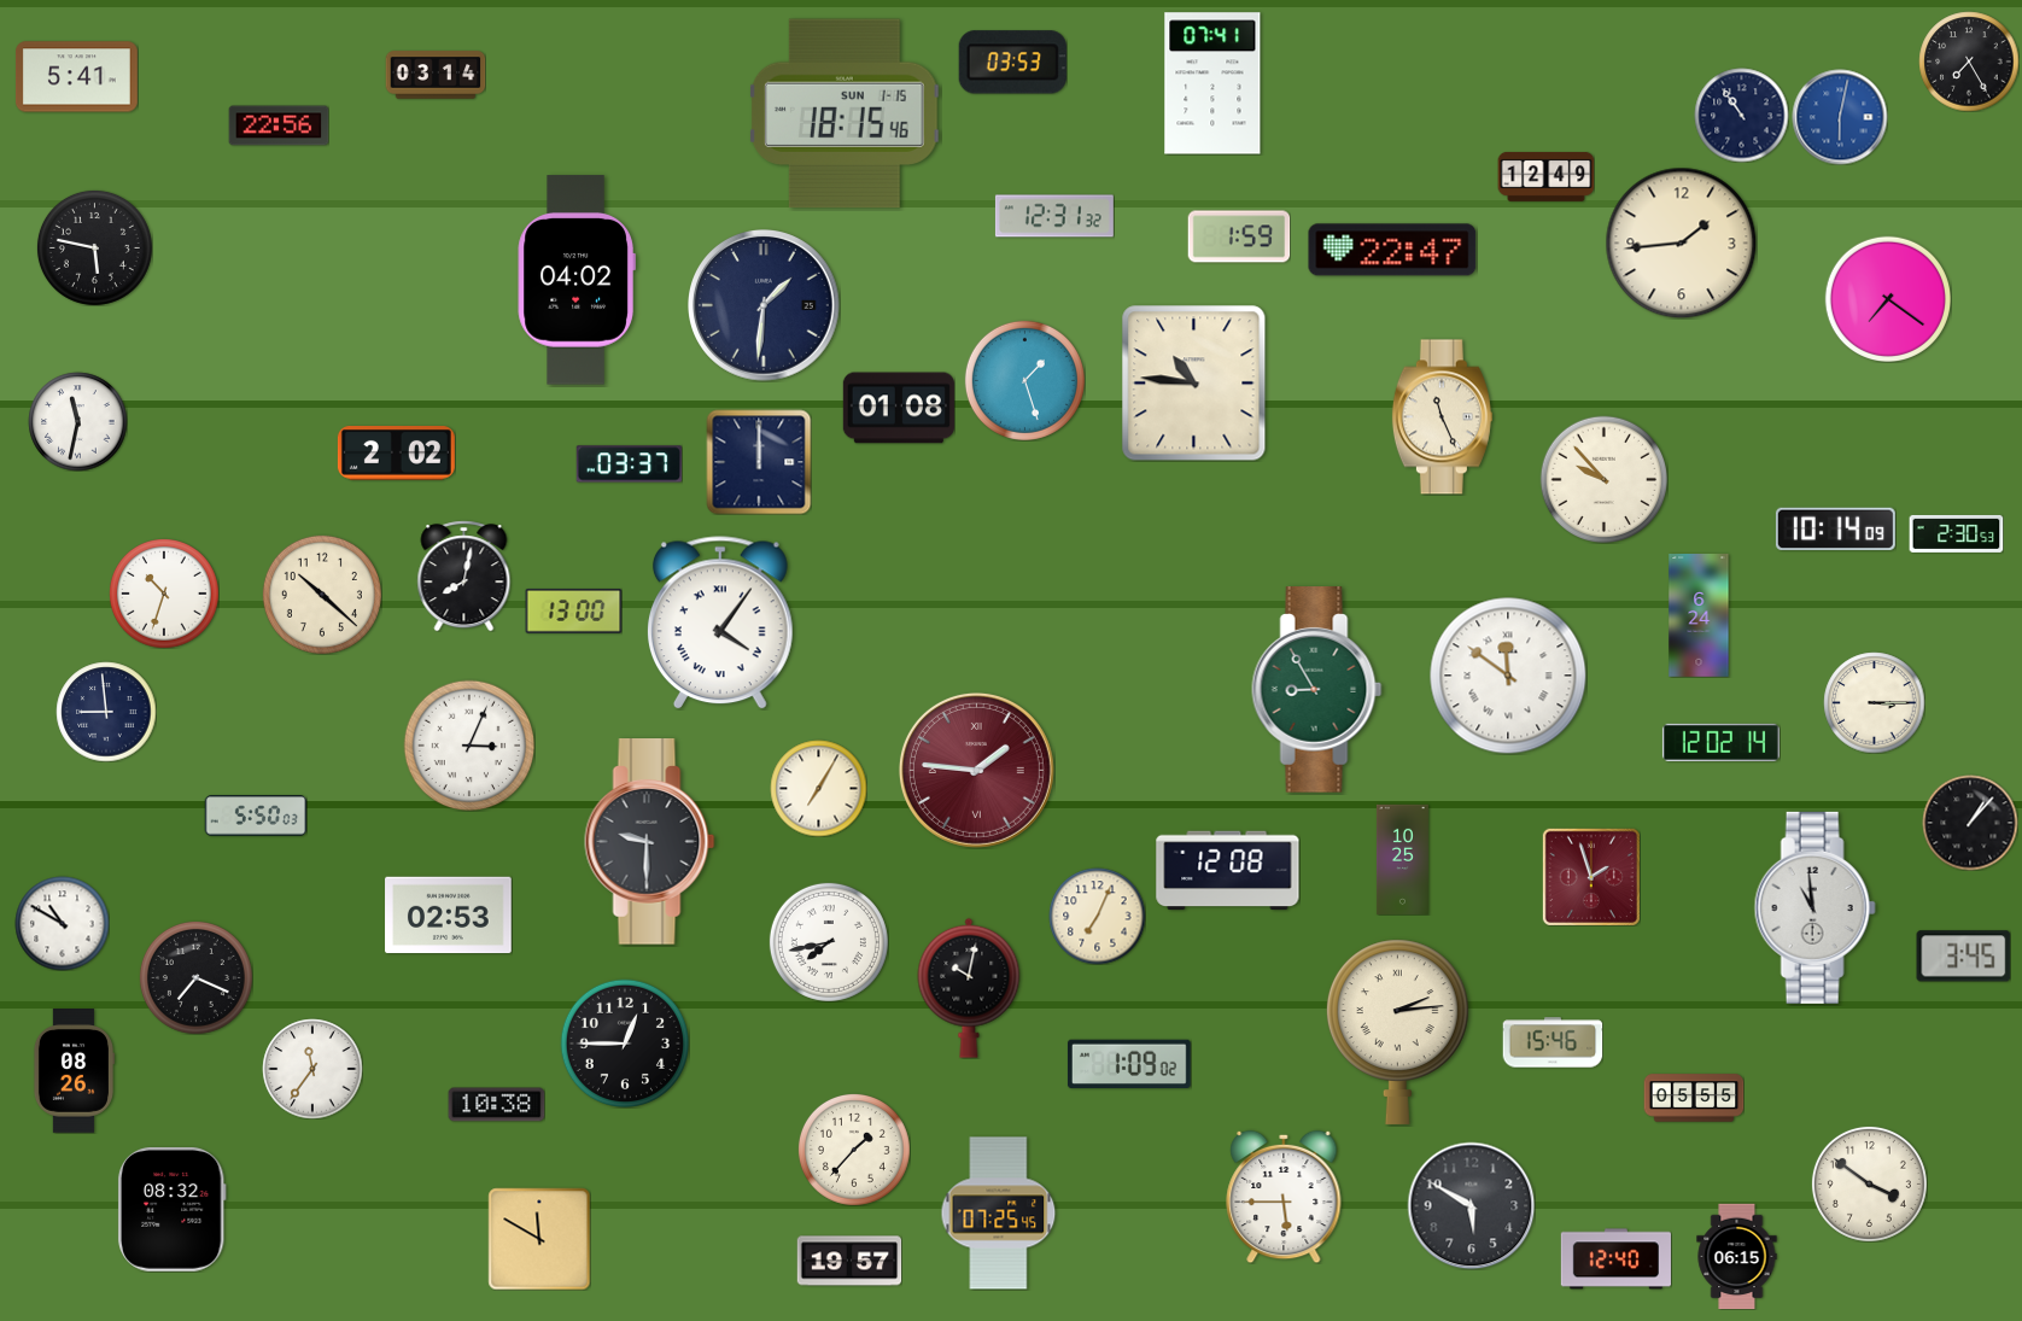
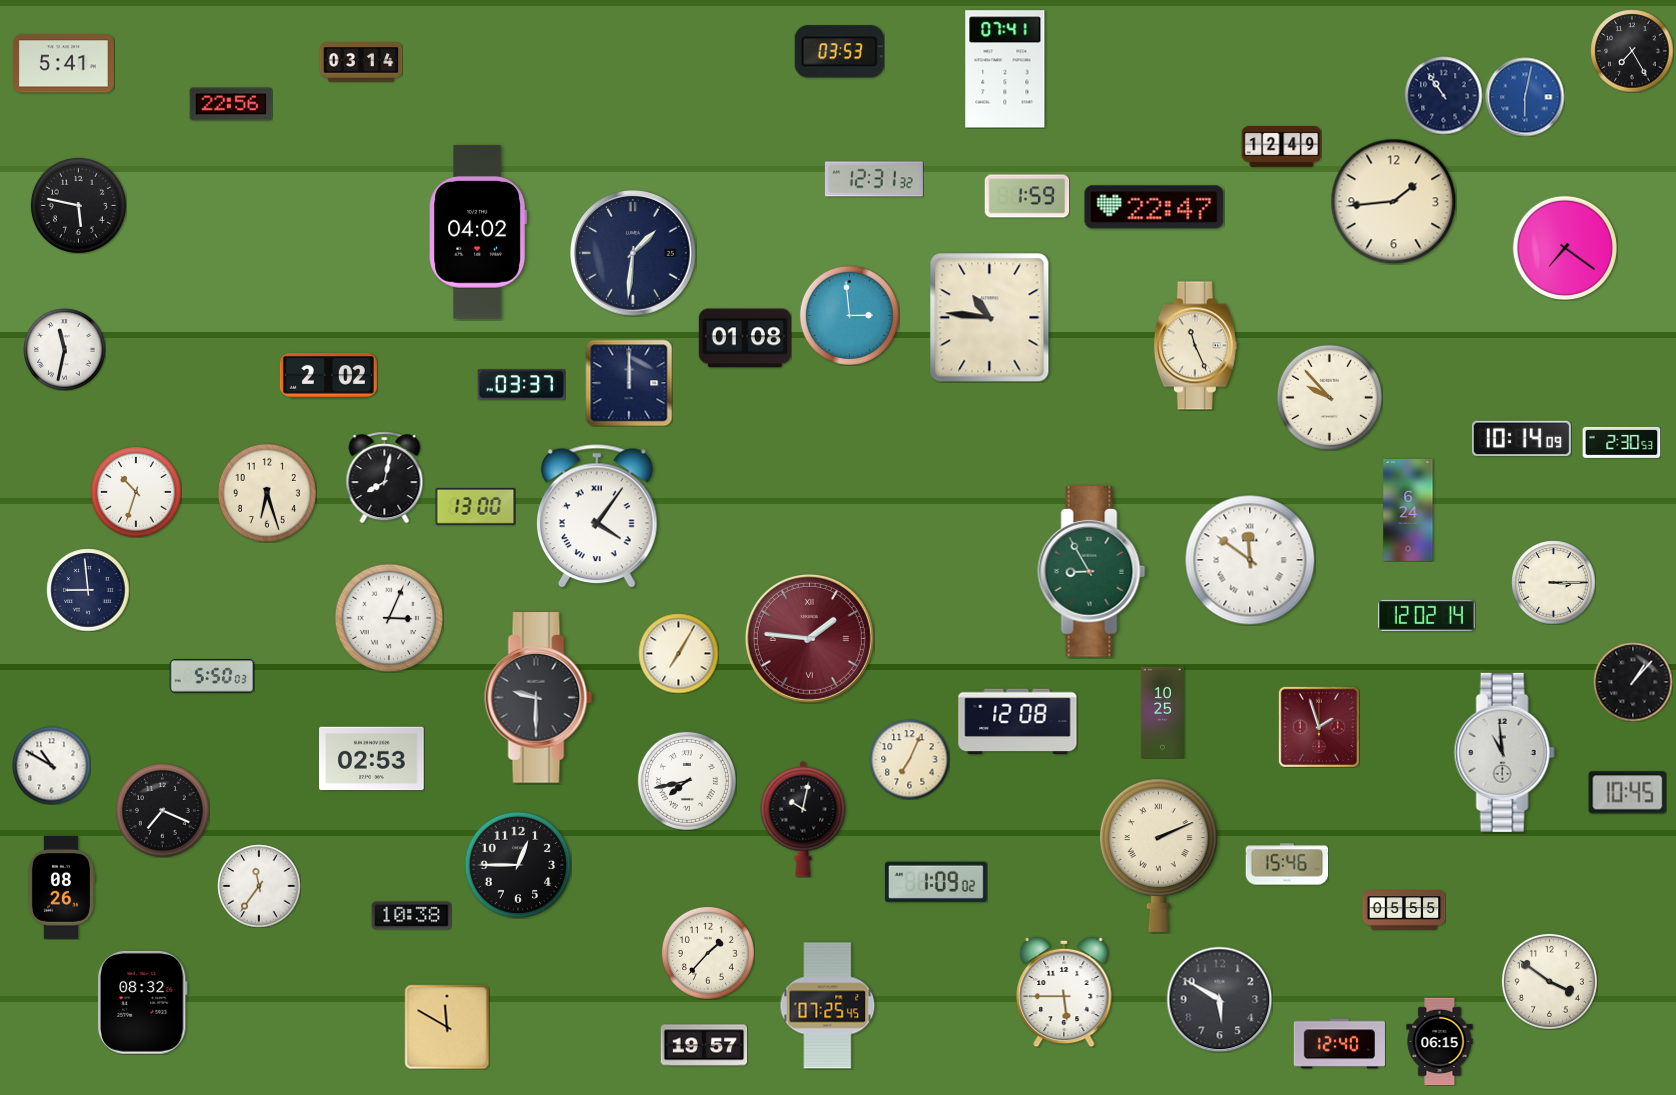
clock at (846, 113): 18:15 -> none
clock at (1024, 380): 1:27 -> 2:59
clock at (322, 595): 10:22 -> 6:27
clock at (1963, 957): 3:45 -> 10:45
clock at (1397, 1031): 2:14 -> 2:11
